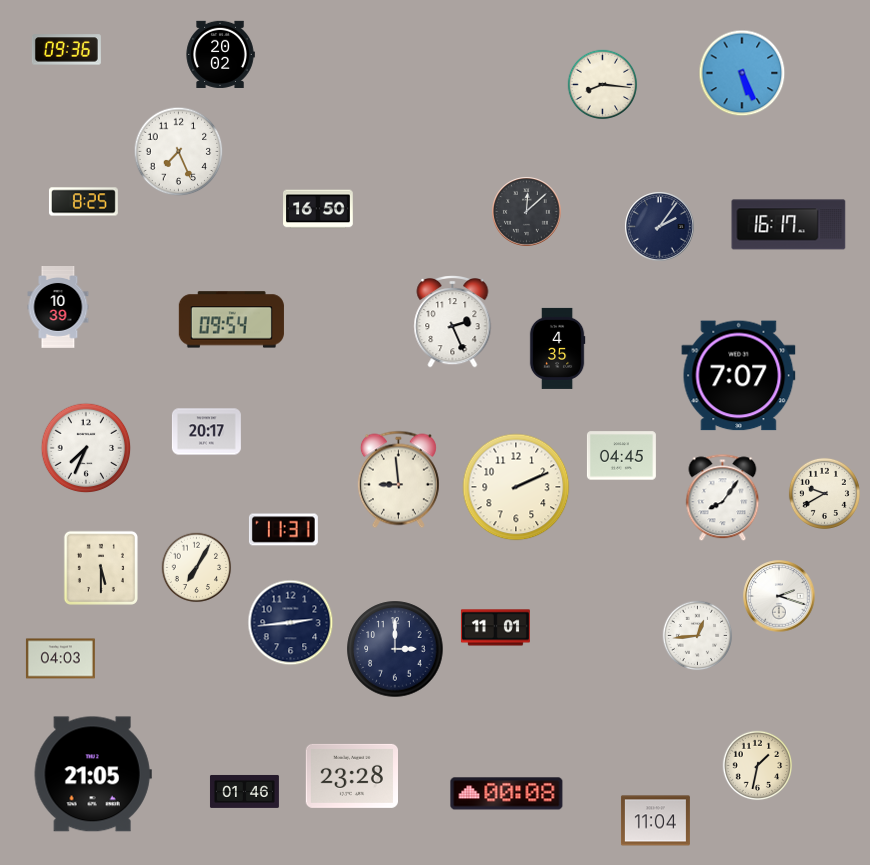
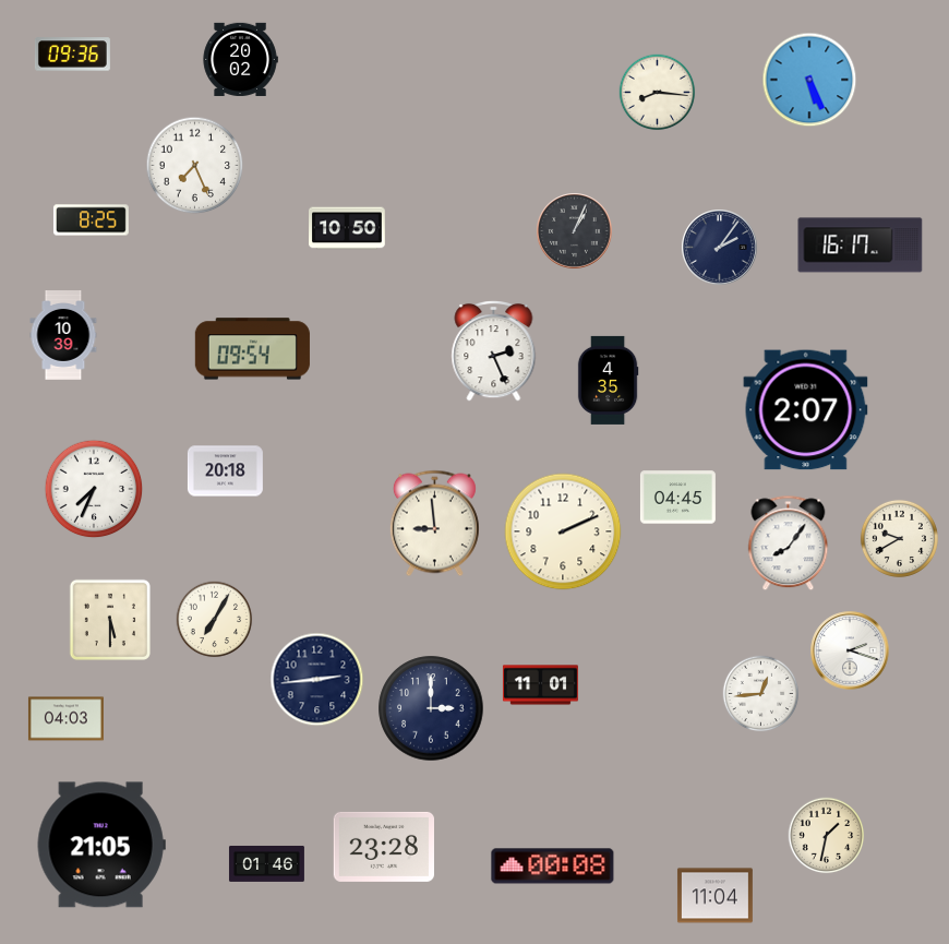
clock at (318, 209): 16:50 -> 10:50
clock at (527, 212): 12:08 -> 1:04
clock at (739, 376): 7:07 -> 2:07
clock at (206, 432): 20:17 -> 20:18
clock at (283, 530): 11:31 -> none
